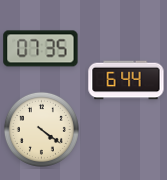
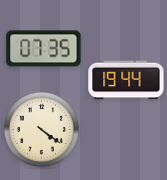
clock at (41, 49) position: (41, 49) -> (44, 49)
clock at (126, 80): 6:44 -> 19:44
